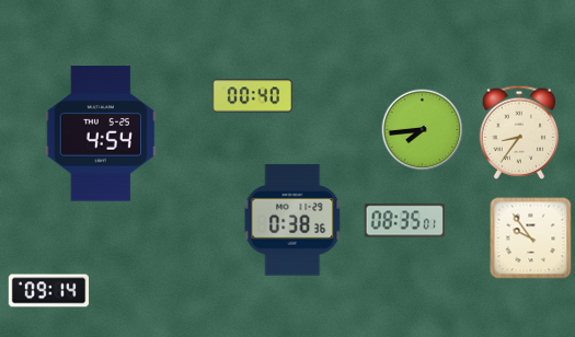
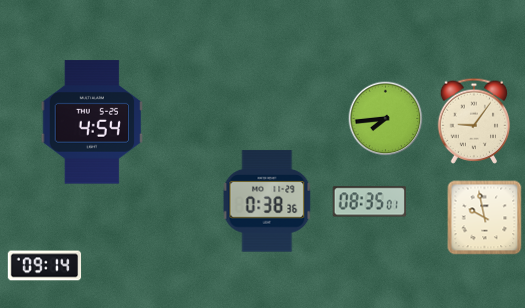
clock at (253, 96): 00:40 -> none
clock at (519, 132): 8:36 -> 9:06
clock at (531, 239): 9:54 -> 9:58
